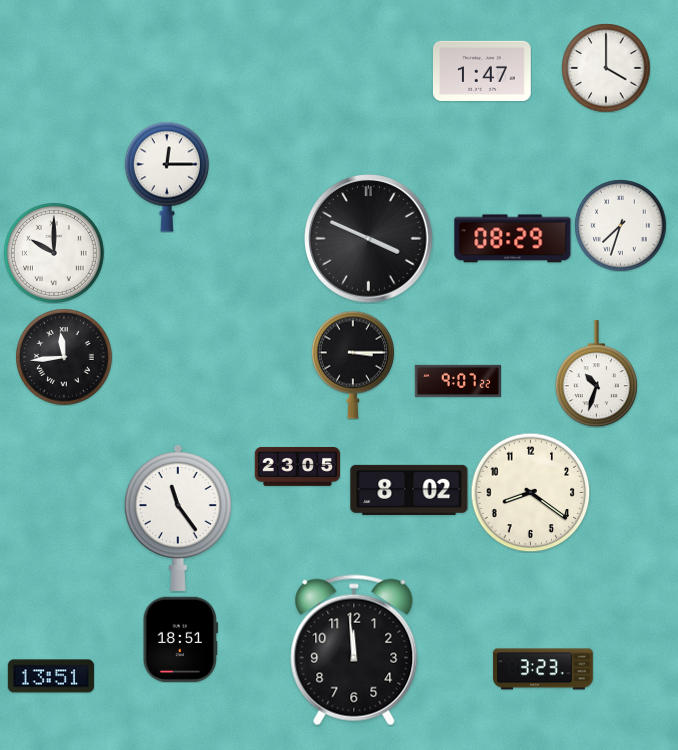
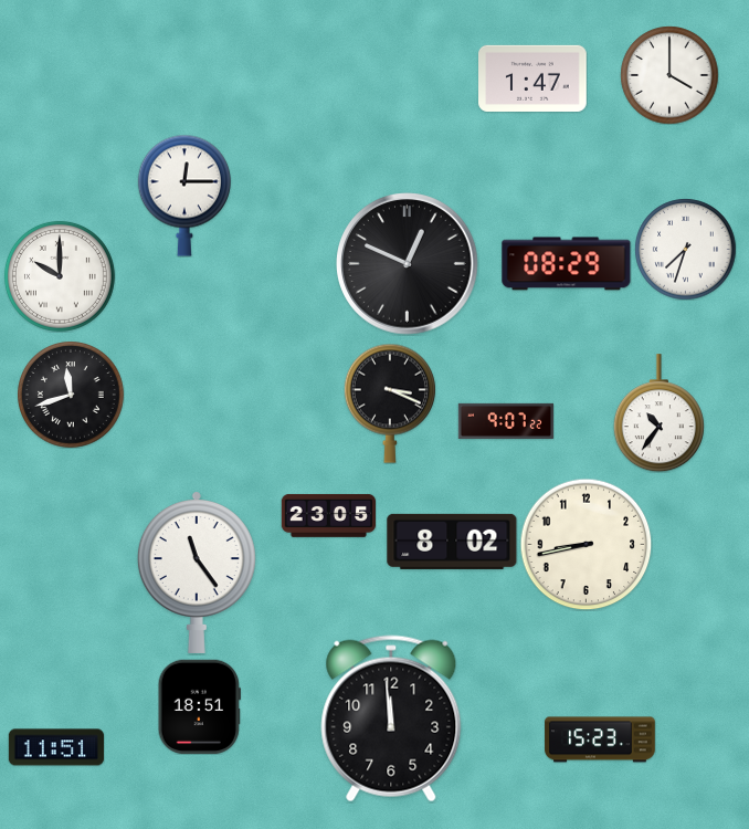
clock at (369, 239): 3:49 -> 12:49
clock at (54, 253) position: (54, 253) -> (60, 276)
clock at (64, 357): 11:44 -> 11:42
clock at (353, 365): 3:15 -> 3:19
clock at (596, 374): 10:33 -> 10:36
clock at (530, 492): 8:21 -> 8:43
clock at (543, 669): 3:23 -> 15:23
clock at (51, 676): 13:51 -> 11:51
